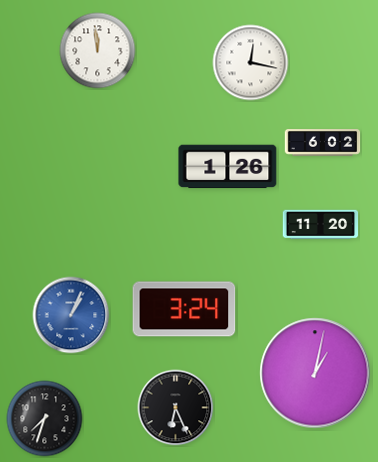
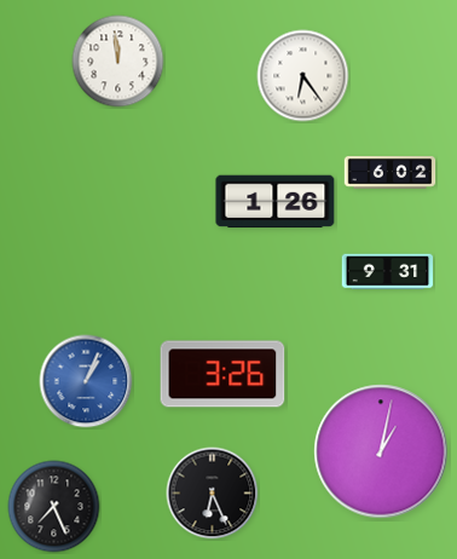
clock at (251, 63): 12:17 -> 6:24
clock at (321, 225): 11:20 -> 9:31
clock at (184, 309): 3:24 -> 3:26
clock at (45, 419): 7:33 -> 7:26
